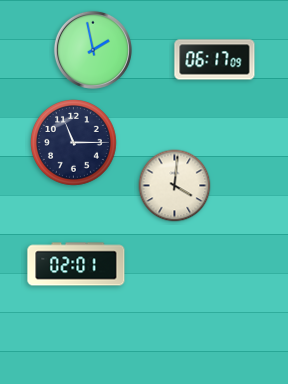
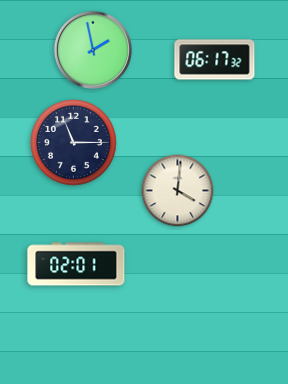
clock at (215, 60): 06:17:09 -> 06:17:32
clock at (175, 186) position: (175, 186) -> (178, 191)
